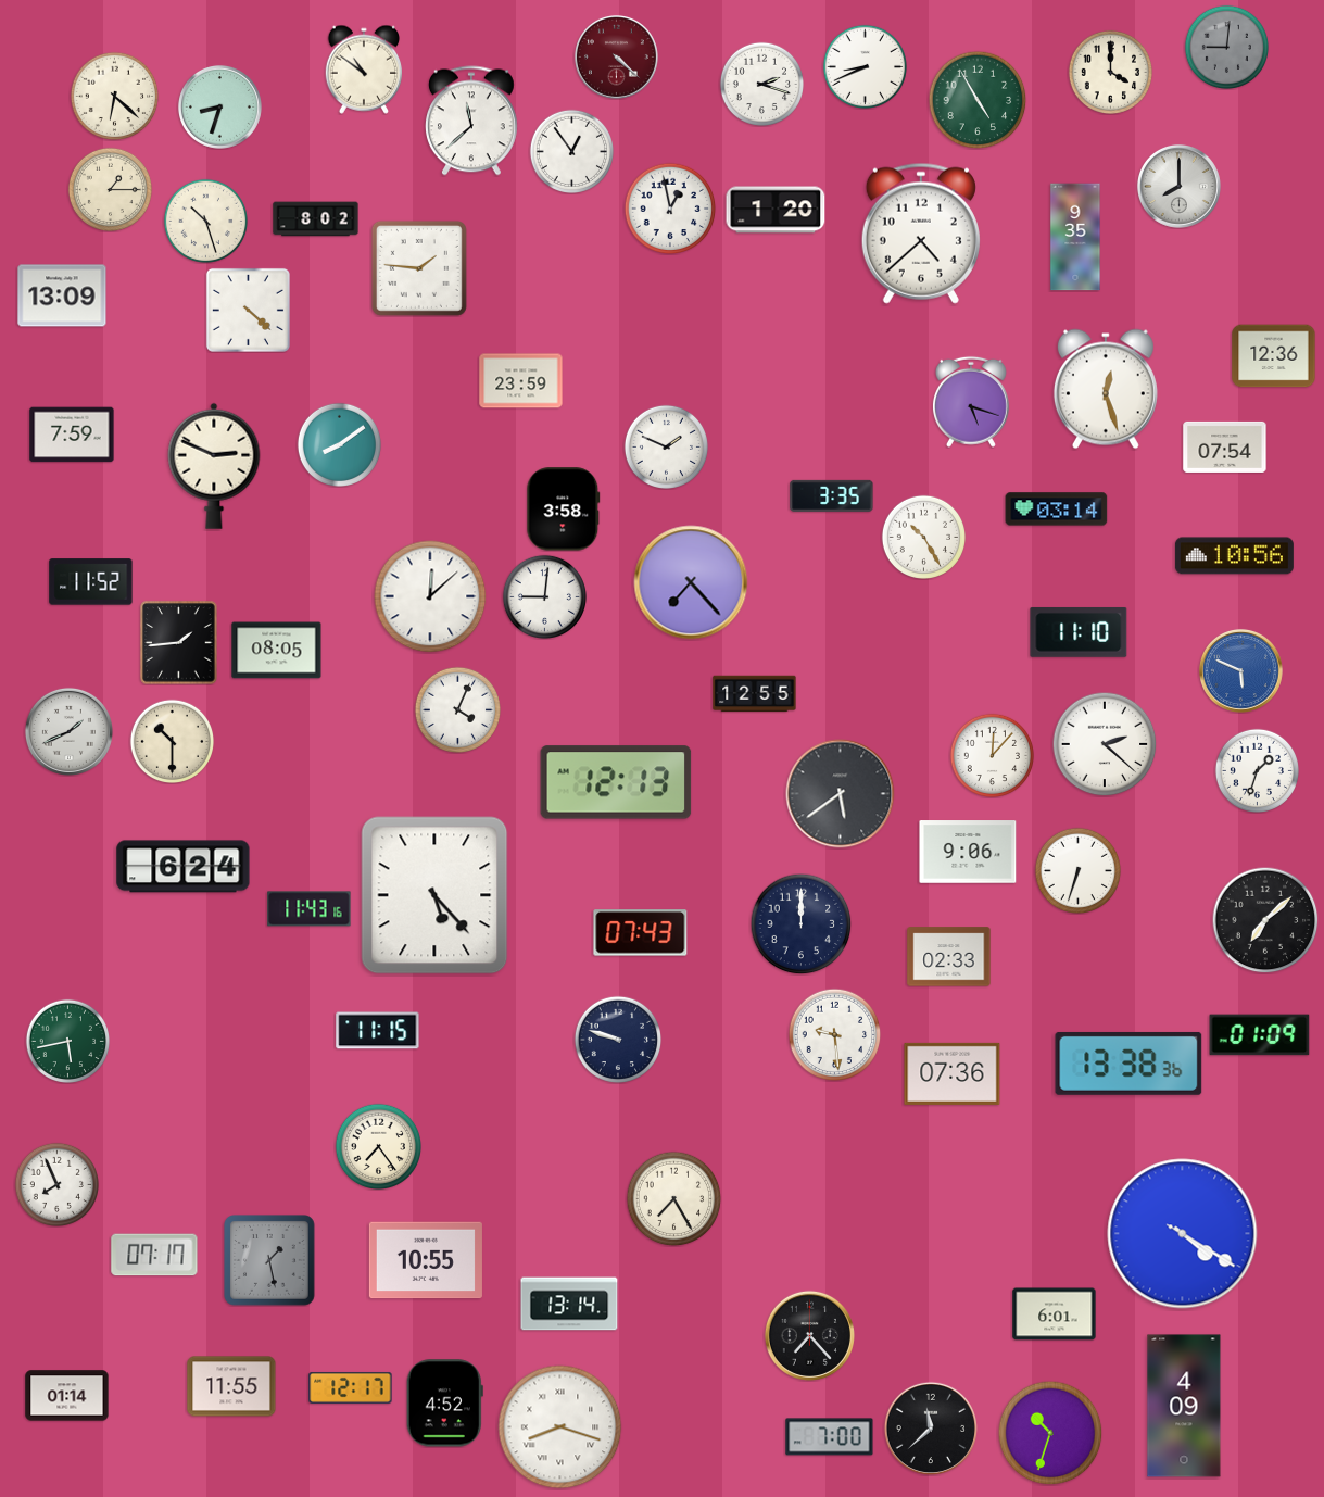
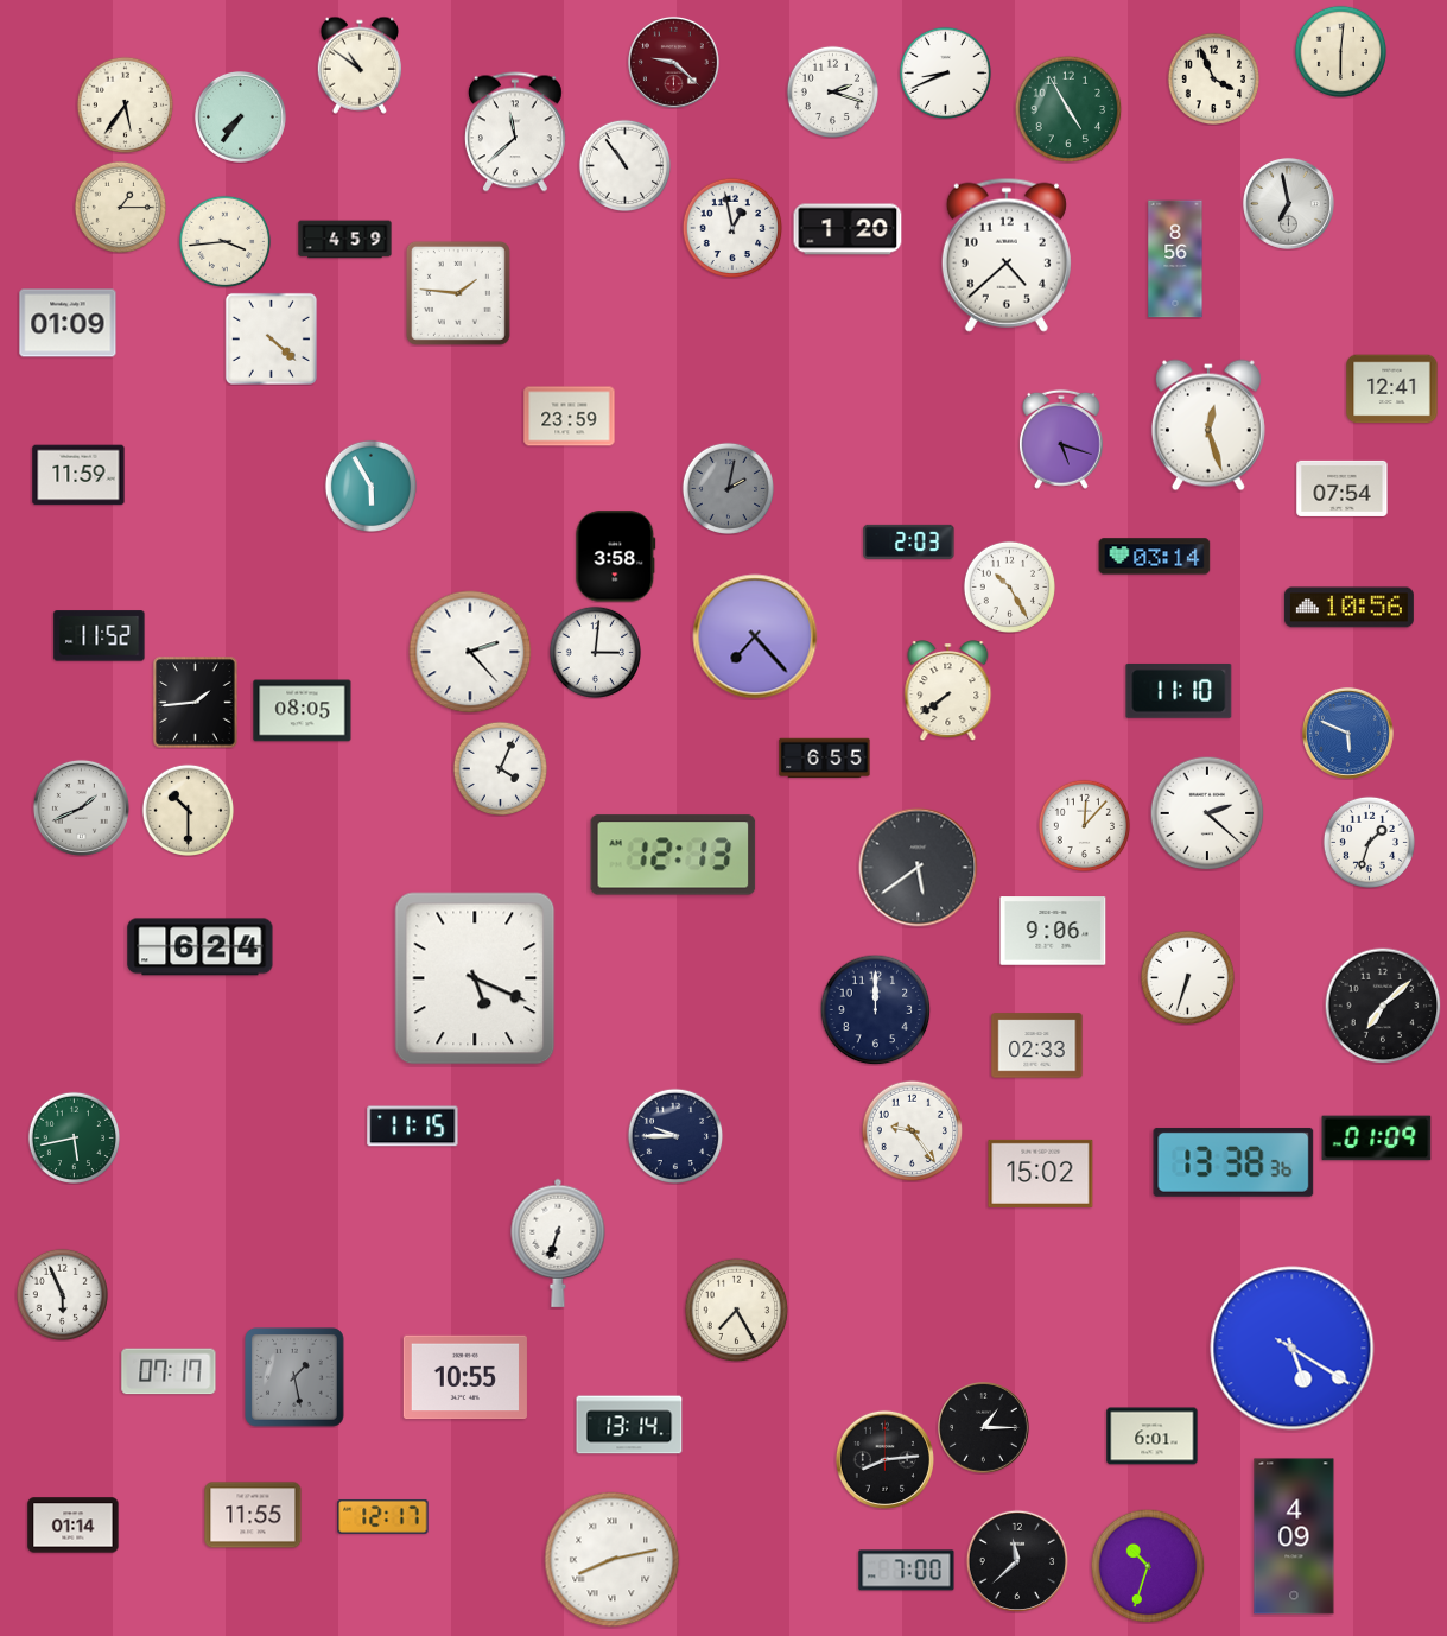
clock at (1226, 47): 9:01 -> 6:01
clock at (1226, 47) dial: grey -> cream
clock at (616, 56): 4:22 -> 9:22
clock at (363, 70) position: (363, 70) -> (358, 65)
clock at (1110, 72): 4:00 -> 3:56
clock at (114, 96): 6:22 -> 5:36
clock at (219, 106): 8:33 -> 7:36
clock at (571, 151): 12:54 -> 10:54
clock at (1178, 186): 8:00 -> 6:58
clock at (316, 219): 8:02 -> 4:59
clock at (205, 221): 10:27 -> 3:44
clock at (1075, 237): 9:35 -> 8:56
clock at (62, 295): 13:09 -> 01:09
clock at (1274, 356): 12:36 -> 12:41
clock at (72, 435): 7:59 -> 11:59
clock at (339, 444): 8:09 -> 5:55
clock at (666, 446): 1:49 -> 2:02
clock at (666, 446) dial: white -> grey
clock at (1225, 446) position: (1225, 446) -> (1343, 488)
clock at (214, 466): 2:49 -> none
clock at (832, 495): 3:35 -> 2:03
clock at (430, 596): 12:08 -> 2:23
clock at (544, 596): 9:01 -> 3:01
clock at (948, 691): none -> 7:39
clock at (1240, 670) position: (1240, 670) -> (1347, 733)
clock at (755, 694): 12:55 -> 6:55
clock at (457, 709) position: (457, 709) -> (500, 768)
clock at (68, 731) position: (68, 731) -> (81, 807)
clock at (1257, 770) position: (1257, 770) -> (1369, 842)
clock at (968, 852) position: (968, 852) -> (1053, 931)
clock at (1077, 870) position: (1077, 870) -> (1187, 977)
clock at (434, 895): 5:23 -> 5:19
clock at (310, 909): 11:43 -> none
clock at (641, 933): 07:43 -> none
clock at (834, 1034): 9:29 -> 9:24
clock at (1260, 1035) position: (1260, 1035) -> (1377, 1139)
clock at (618, 1040): 9:48 -> 9:45
clock at (953, 1073): 07:36 -> 15:02
clock at (558, 1243): none -> 6:33
clock at (378, 1146): 7:24 -> none
clock at (56, 1184): 7:56 -> 5:56
clock at (1183, 1234): 4:20 -> 5:20
clock at (569, 1304) position: (569, 1304) -> (629, 1425)
clock at (983, 1427): none -> 1:15
clock at (809, 1335): 7:23 -> 8:14
clock at (444, 1404): 4:52 -> none
clock at (560, 1427): 8:18 -> 8:13
